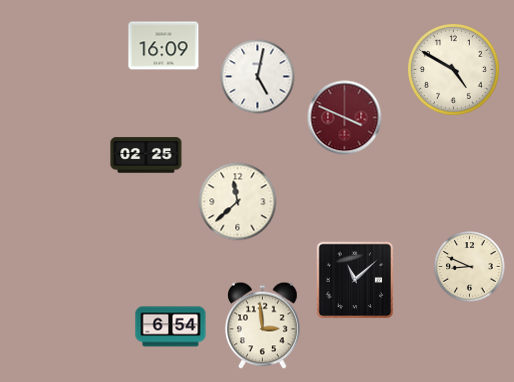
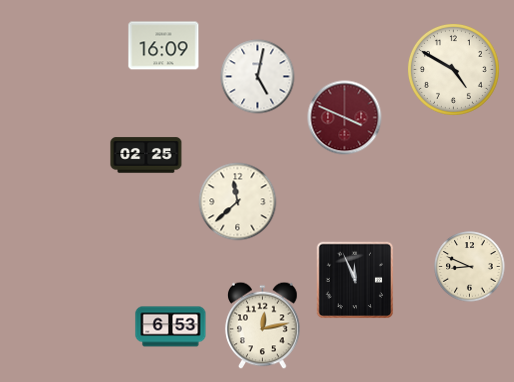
clock at (355, 280): 11:08 -> 11:56
clock at (263, 326): 2:59 -> 12:13
clock at (171, 327): 6:54 -> 6:53
